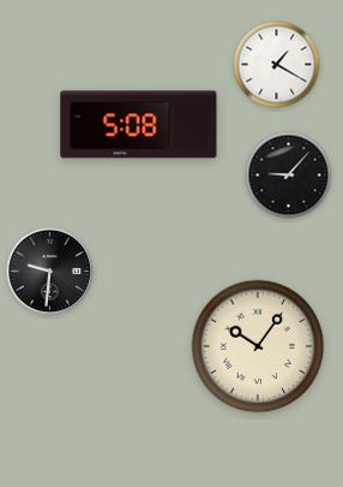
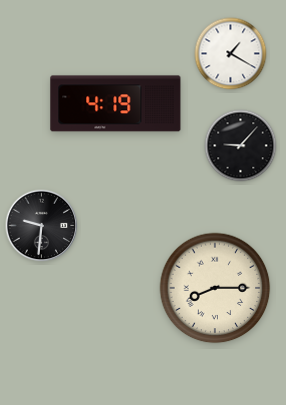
clock at (139, 125): 5:08 -> 4:19
clock at (258, 346): 10:06 -> 8:15
